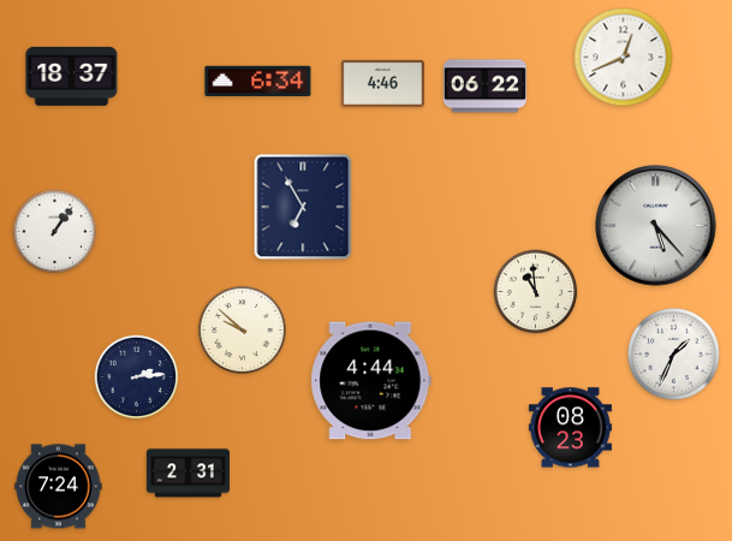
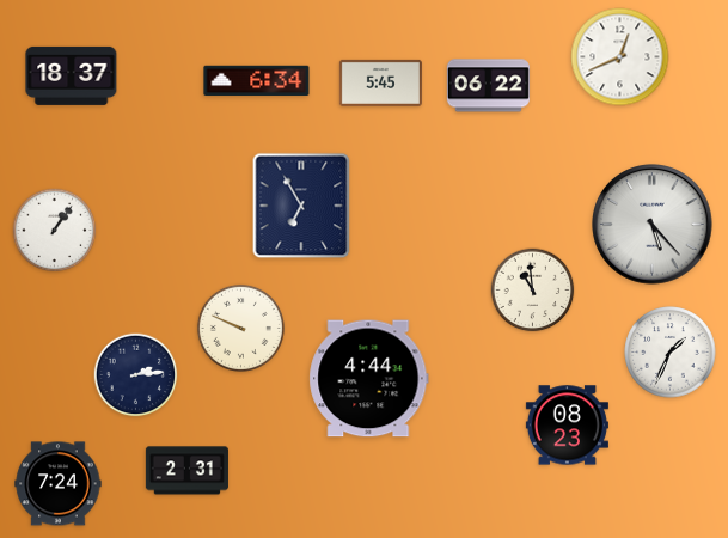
clock at (382, 83): 4:46 -> 5:45
clock at (484, 87) position: (484, 87) -> (488, 86)
clock at (242, 329): 9:52 -> 9:49
